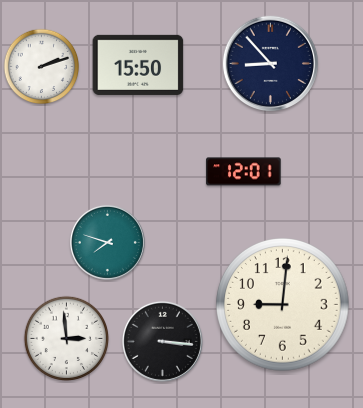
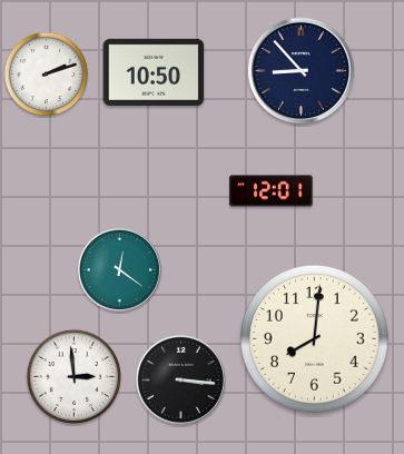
clock at (138, 65): 15:50 -> 10:50
clock at (107, 242): 7:48 -> 12:21
clock at (283, 305): 9:01 -> 8:01
